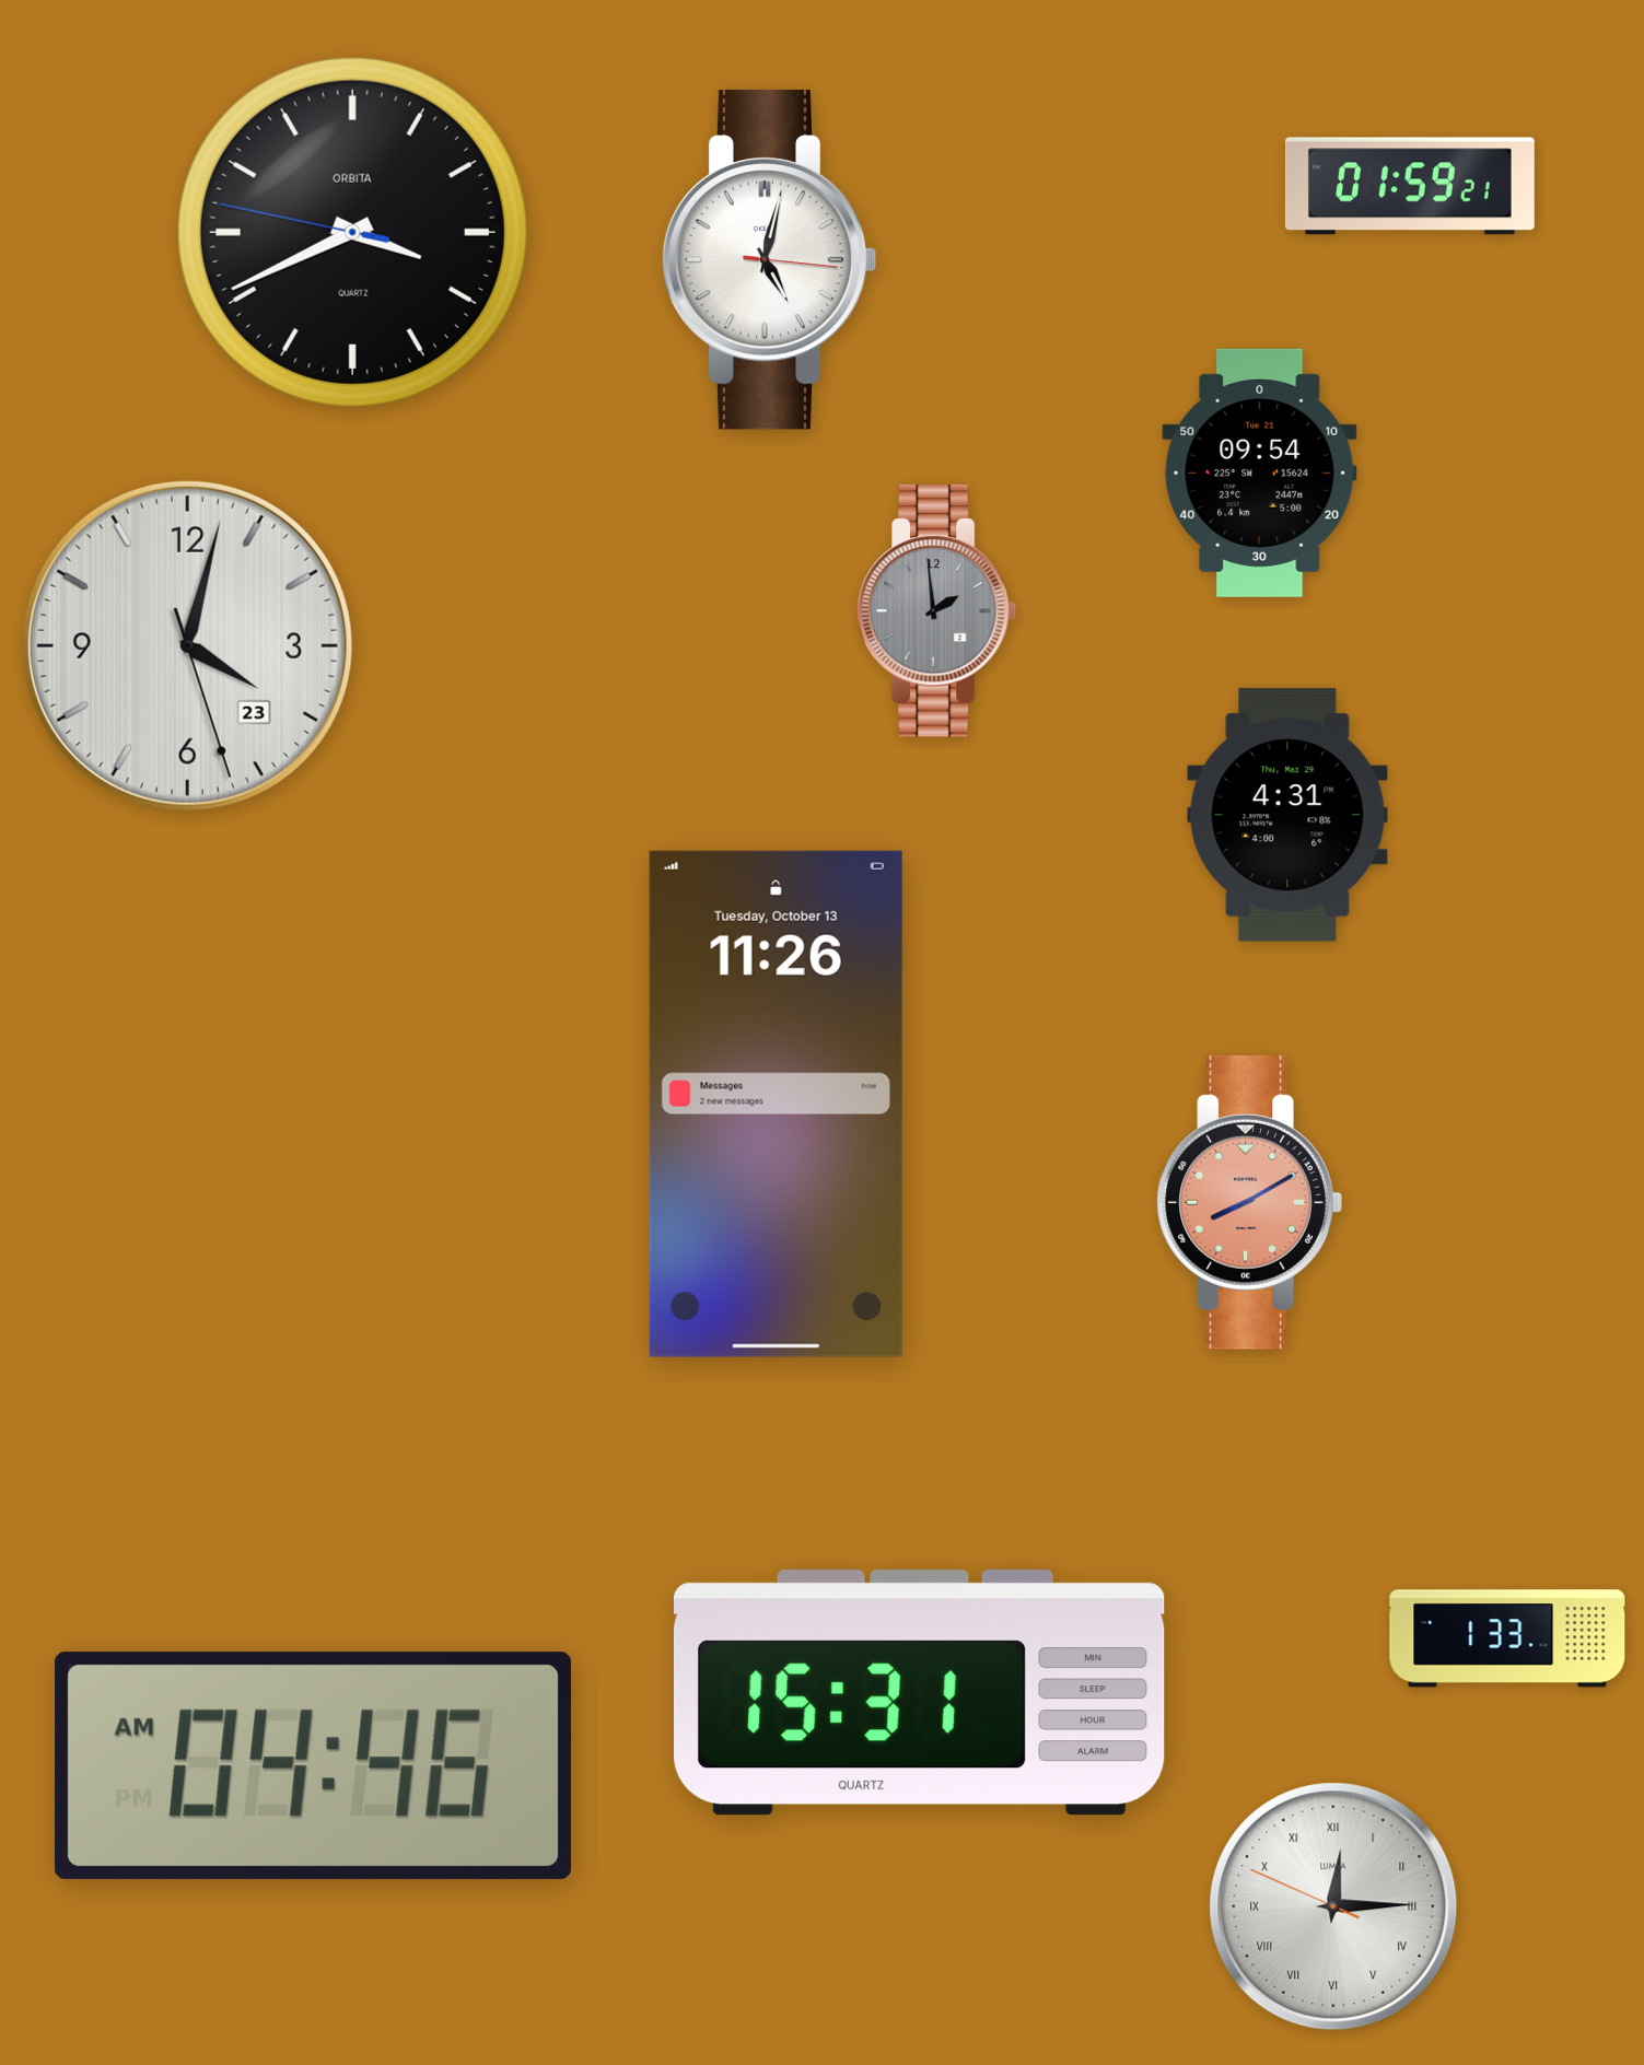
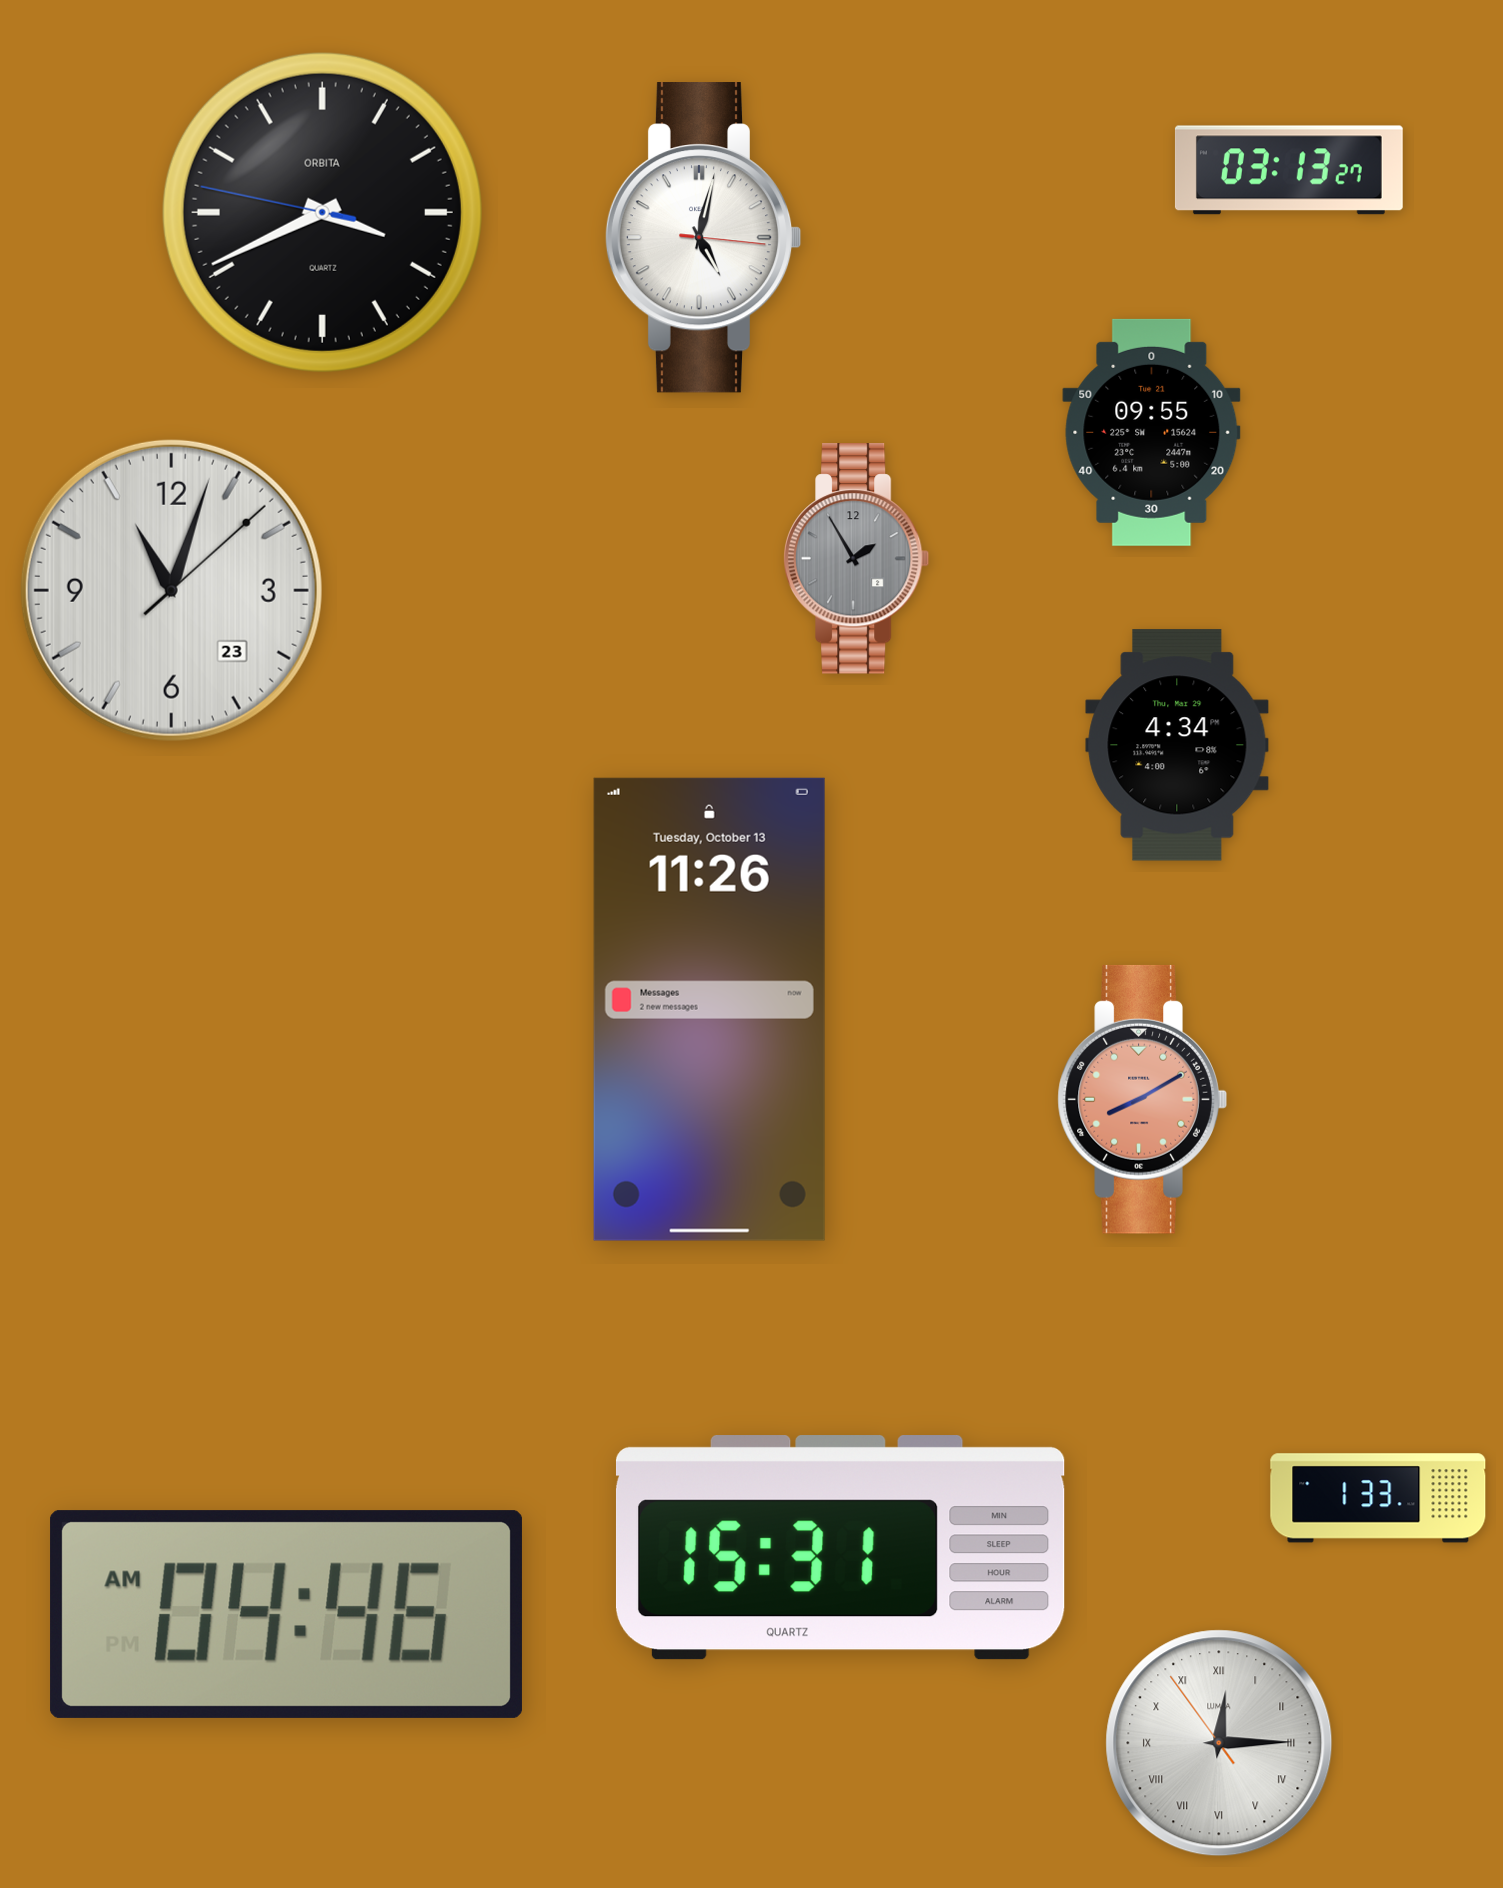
clock at (1410, 186): 01:59 -> 03:13
clock at (1260, 472): 09:54 -> 09:55
clock at (936, 611): 1:59 -> 1:55
clock at (187, 645): 4:02 -> 11:03
clock at (1287, 815): 4:31 -> 4:34
clock at (1333, 1906): 12:14:49 -> 12:14:54
